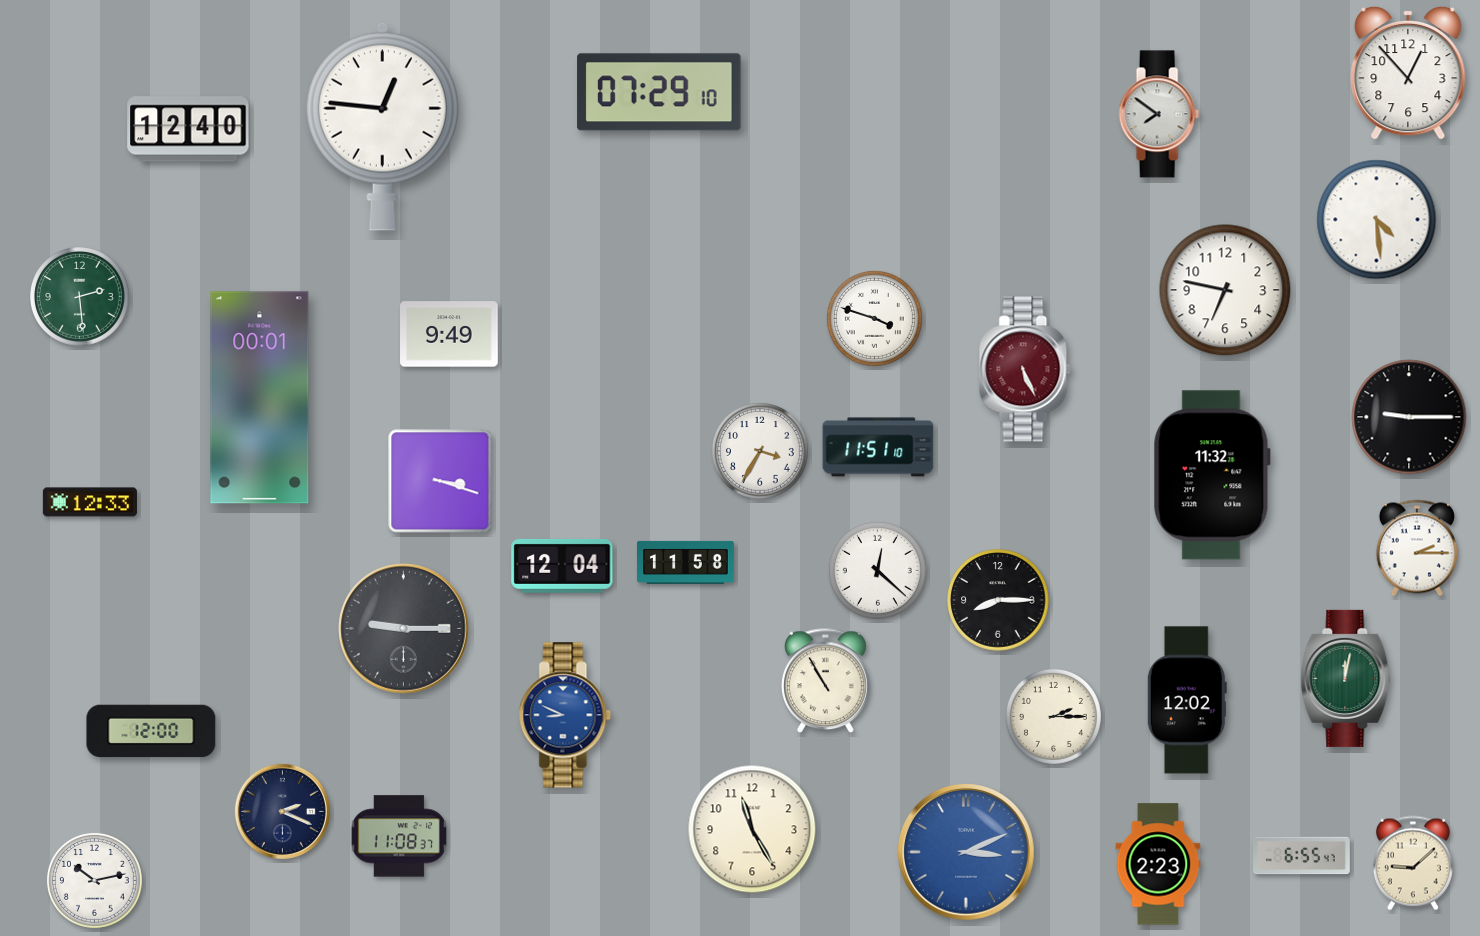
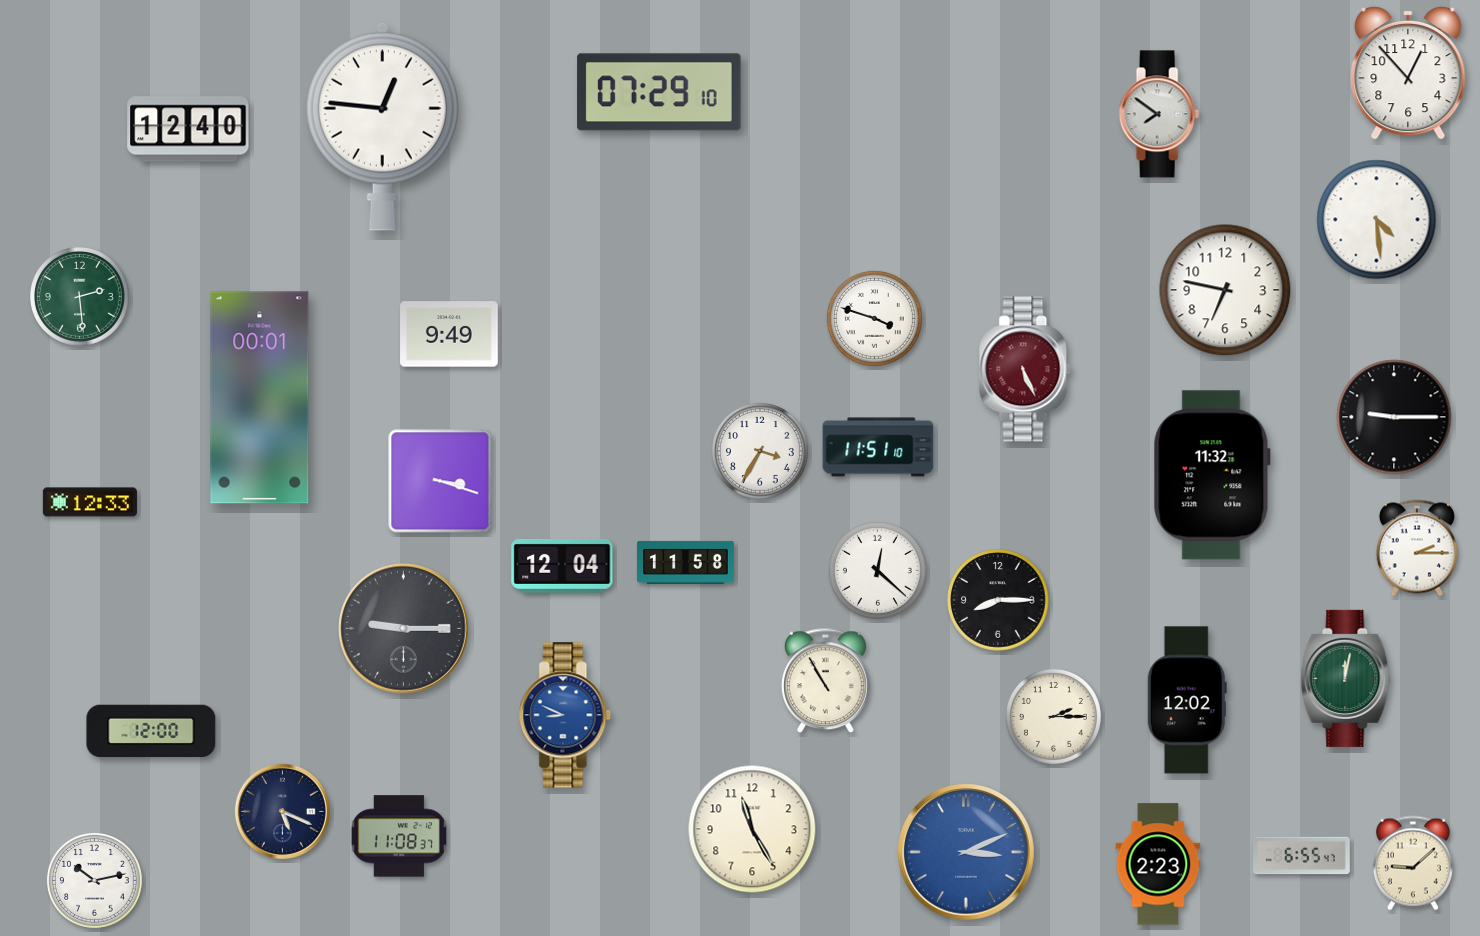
clock at (1409, 417) position: (1409, 417) -> (1394, 417)
clock at (282, 811): 2:19 -> 5:19
